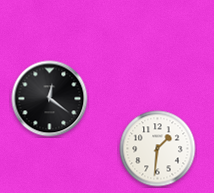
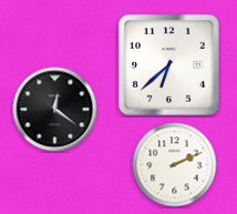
clock at (169, 65): none -> 6:38
clock at (158, 149): 1:31 -> 2:11
